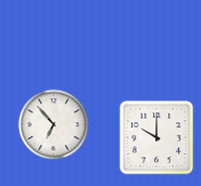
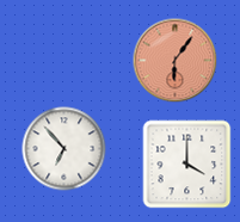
clock at (176, 61): none -> 6:06
clock at (157, 138): 10:00 -> 4:00
